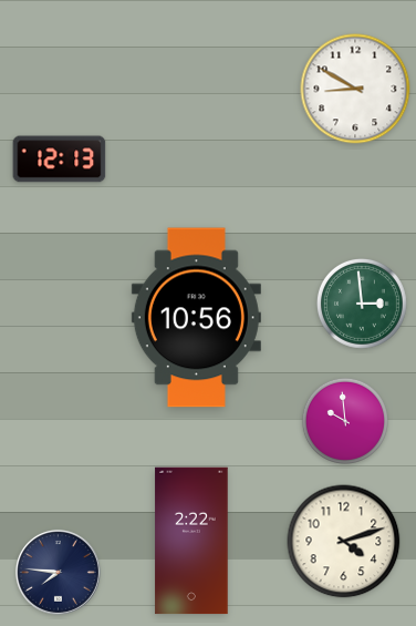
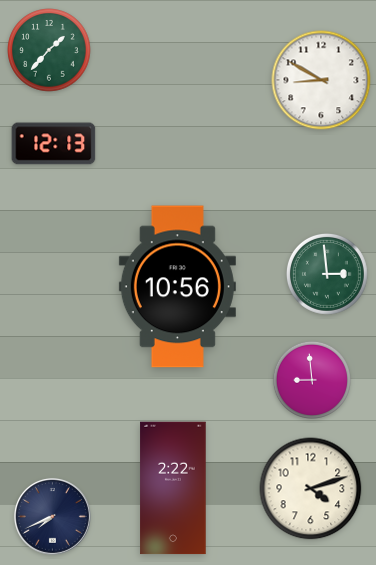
clock at (49, 50): none -> 1:37
clock at (345, 421): 9:59 -> 8:59
clock at (58, 572): 7:46 -> 7:41
